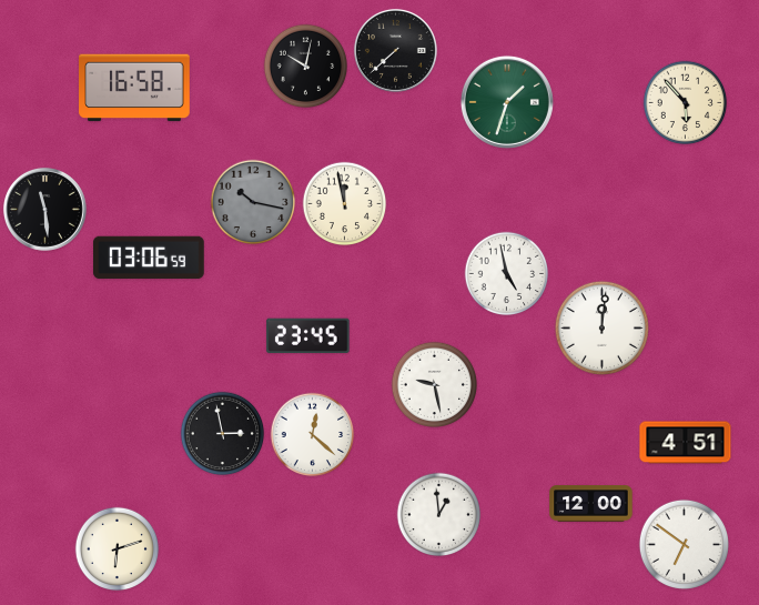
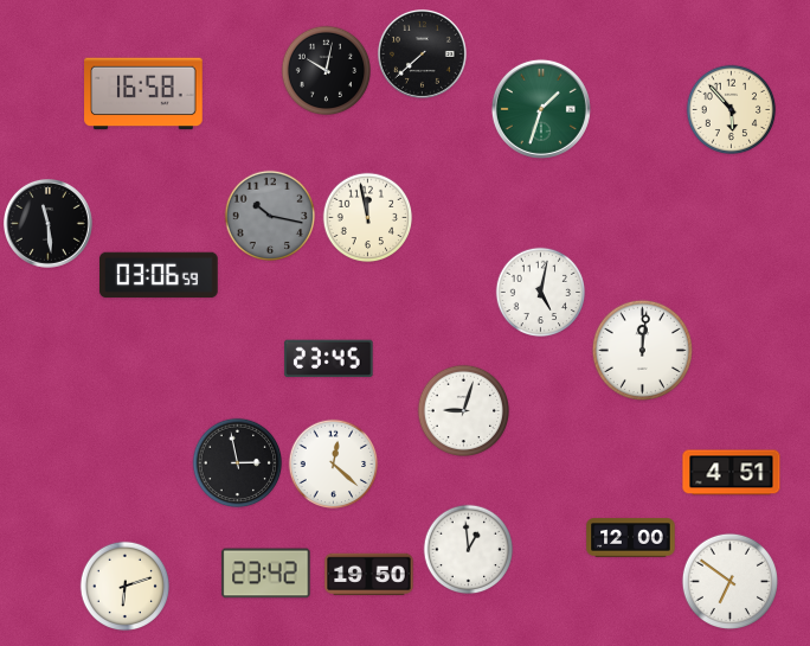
clock at (507, 274): 4:58 -> 5:02
clock at (435, 385): 9:28 -> 9:03
clock at (266, 574): none -> 23:42
clock at (369, 575): none -> 19:50
